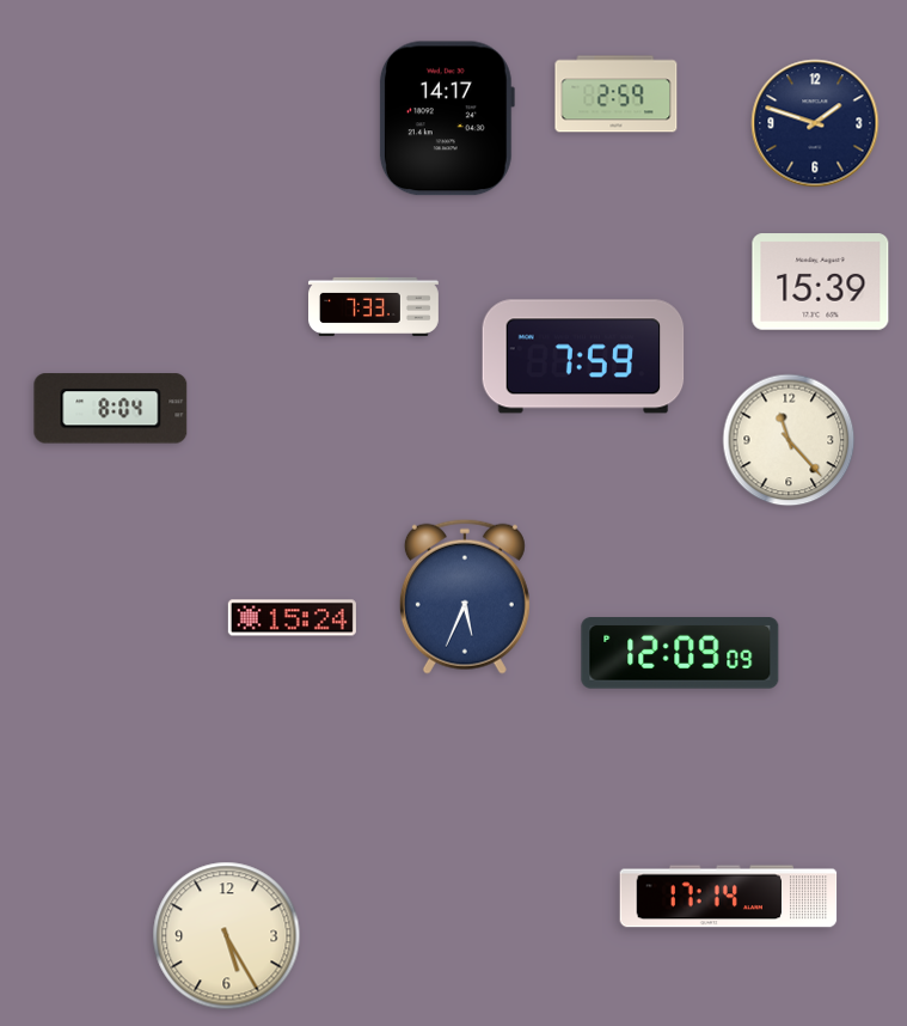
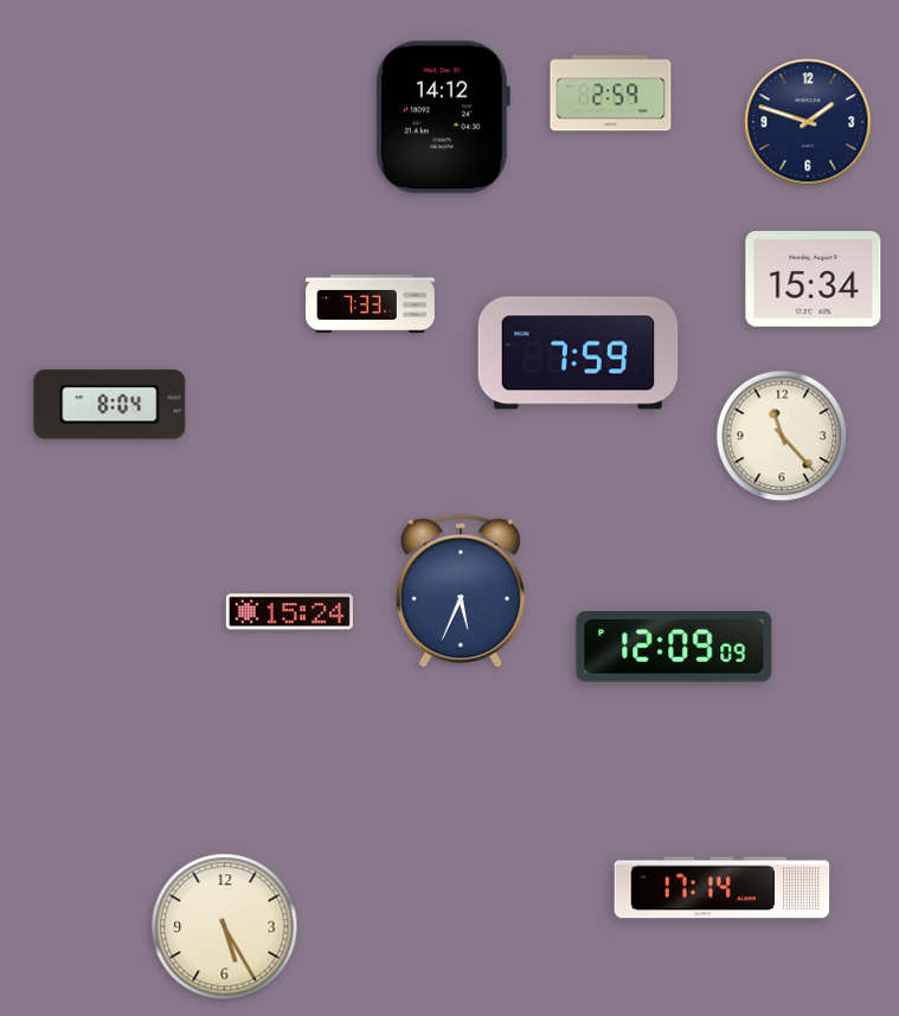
clock at (446, 118): 14:17 -> 14:12
clock at (821, 282): 15:39 -> 15:34
